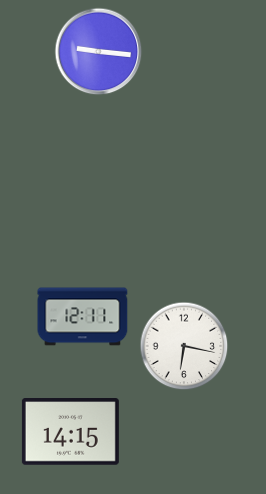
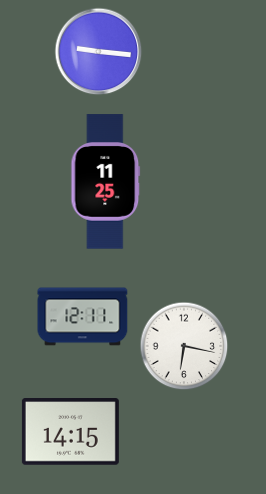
clock at (106, 182): none -> 11:25
